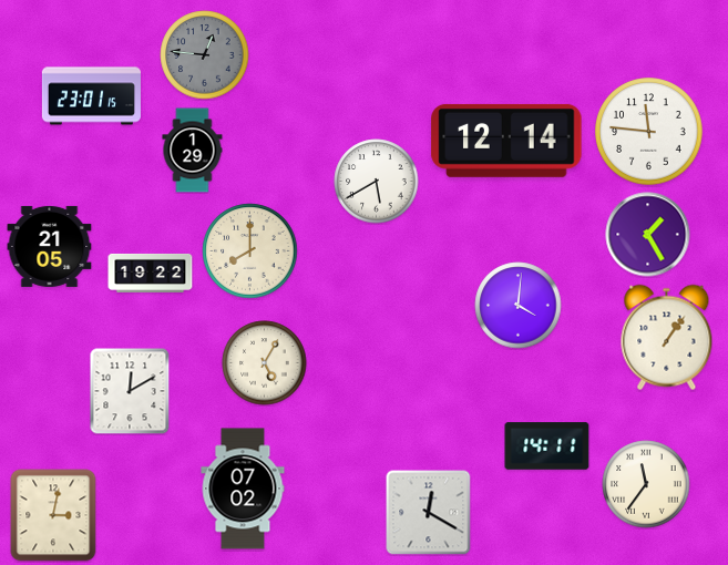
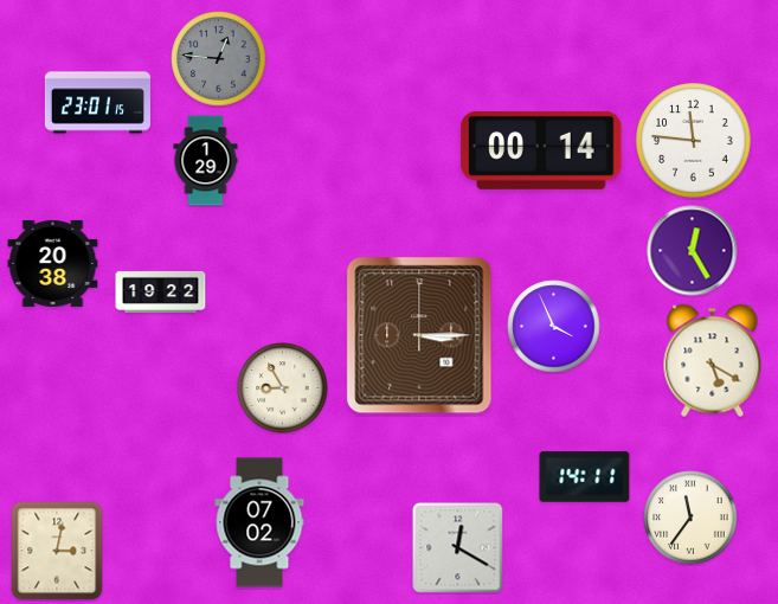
clock at (506, 141): 12:14 -> 00:14
clock at (377, 182): 5:40 -> none
clock at (648, 235): 1:25 -> 12:25
clock at (50, 246): 21:05 -> 20:38
clock at (250, 251): 8:00 -> none
clock at (519, 306): 4:01 -> 3:56
clock at (419, 335): none -> 3:15
clock at (667, 338): 1:06 -> 5:20
clock at (265, 363): 5:05 -> 8:55
clock at (130, 391): 12:10 -> none
